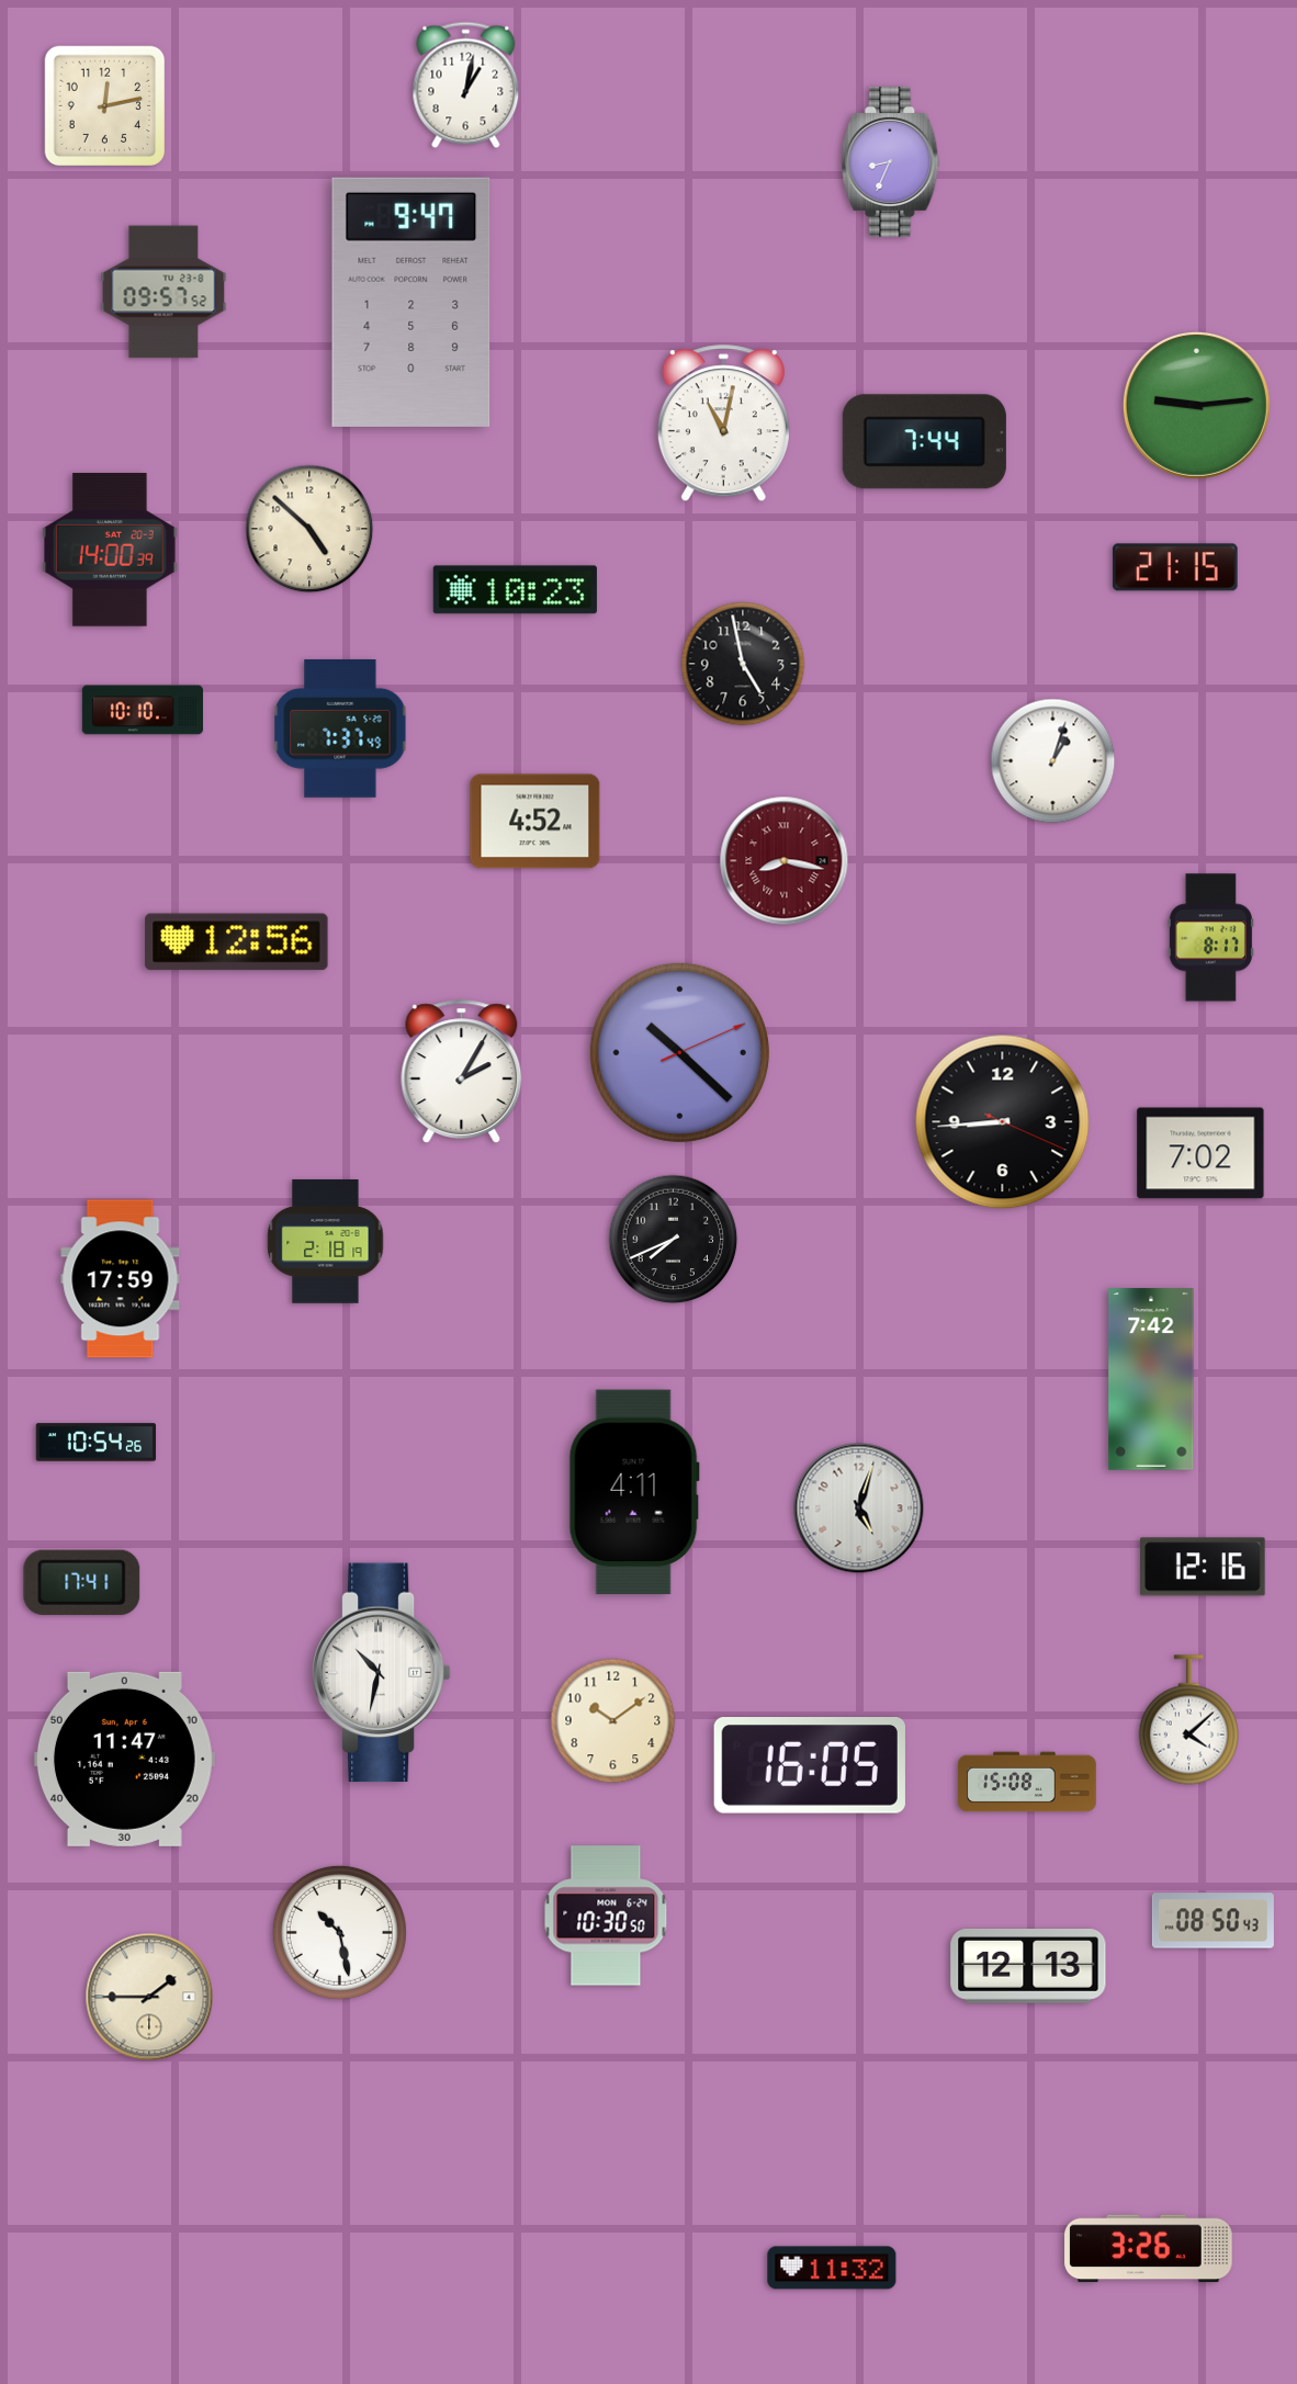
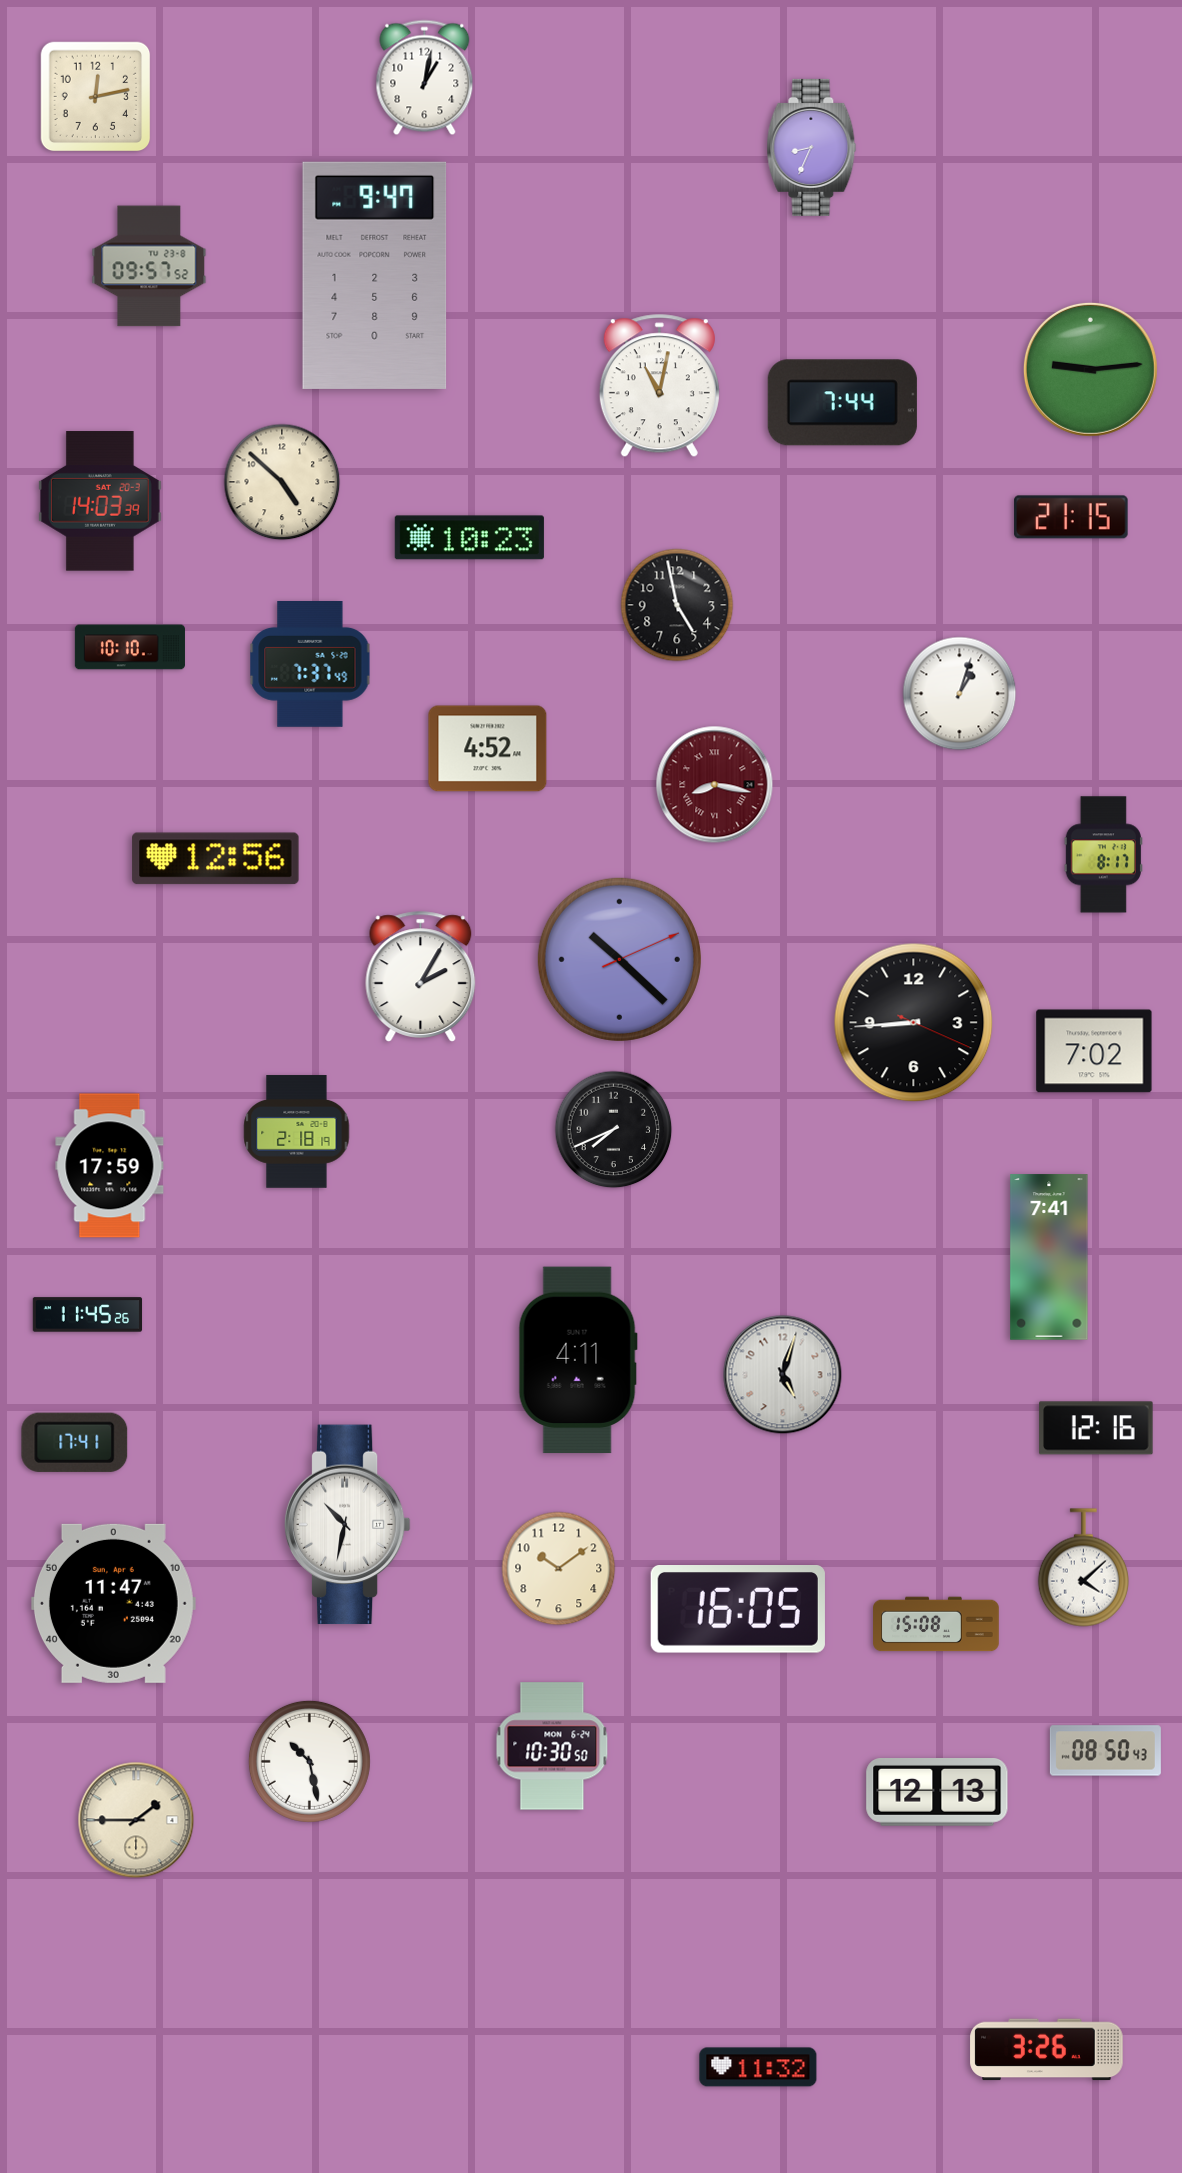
clock at (110, 550): 14:00 -> 14:03
clock at (1151, 1379): 7:42 -> 7:41
clock at (97, 1443): 10:54 -> 11:45
